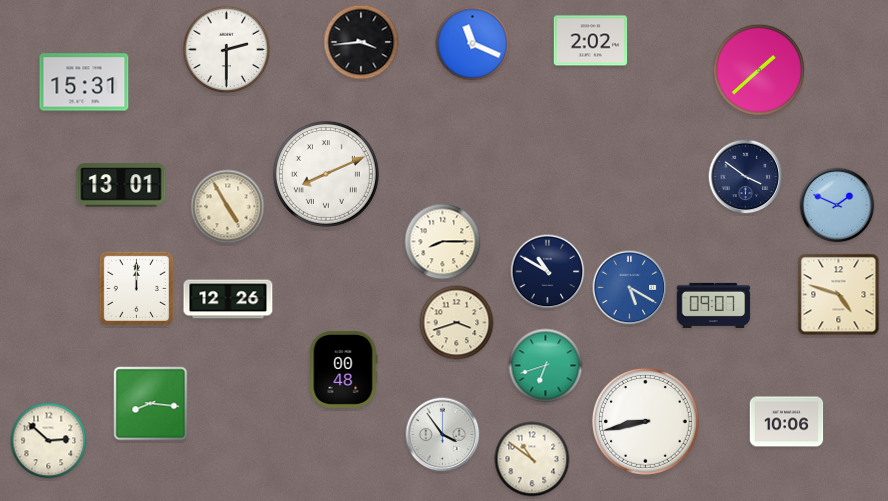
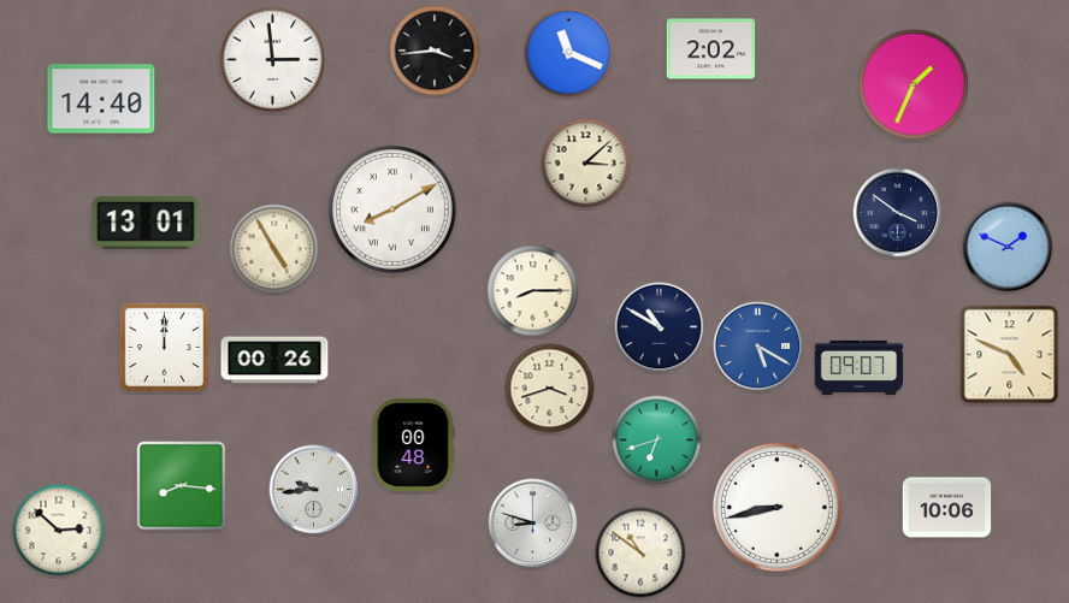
clock at (227, 50): 2:30 -> 2:59
clock at (759, 70): 1:38 -> 1:34
clock at (84, 82): 15:31 -> 14:40
clock at (586, 164): none -> 3:08
clock at (326, 174): 8:11 -> 8:10
clock at (839, 295): 4:48 -> 4:49
clock at (228, 299): 12:26 -> 00:26
clock at (314, 490): none -> 9:44
clock at (443, 435): 3:54 -> 8:48
